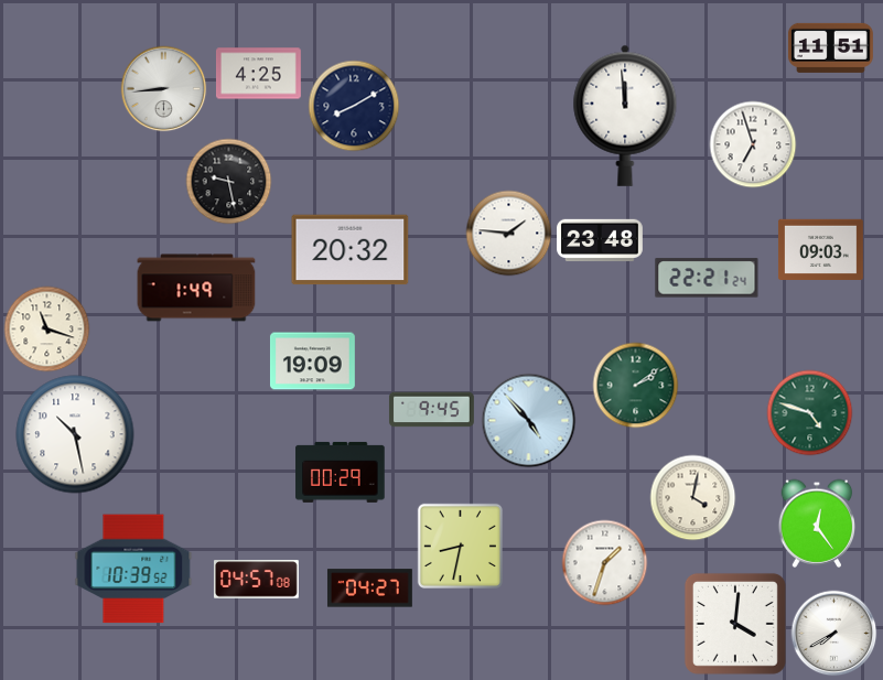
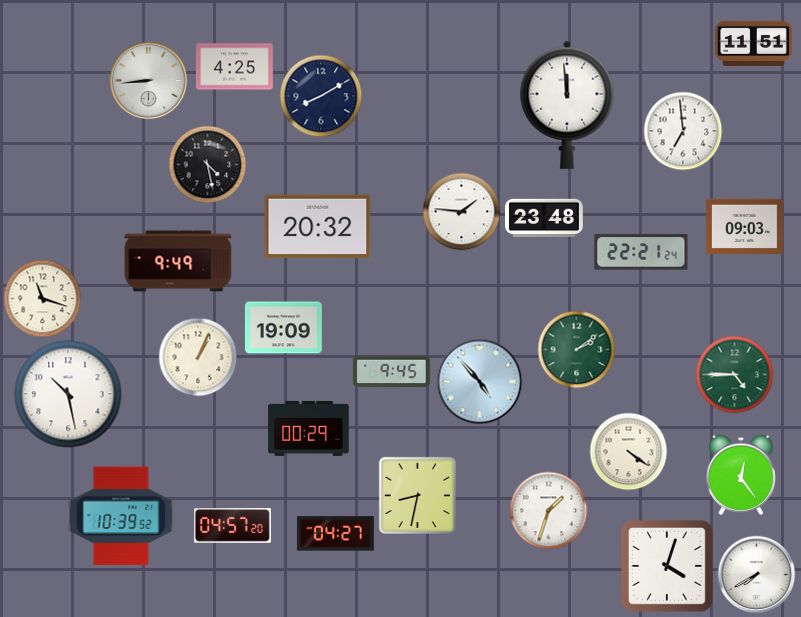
clock at (753, 144): 6:57 -> 6:59
clock at (228, 181): 9:28 -> 4:28
clock at (196, 288): 1:49 -> 9:49
clock at (198, 357): none -> 1:04
clock at (809, 412): 4:48 -> 4:45
clock at (692, 497): 4:02 -> 4:21
clock at (256, 580): 04:57:08 -> 04:57:20
clock at (735, 624): 4:01 -> 4:03
